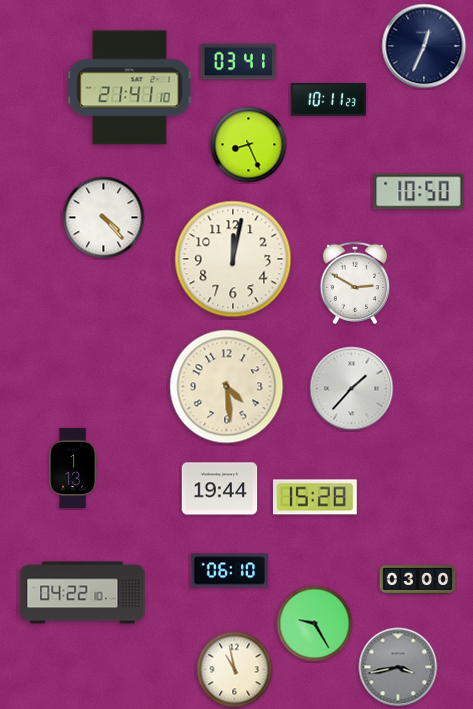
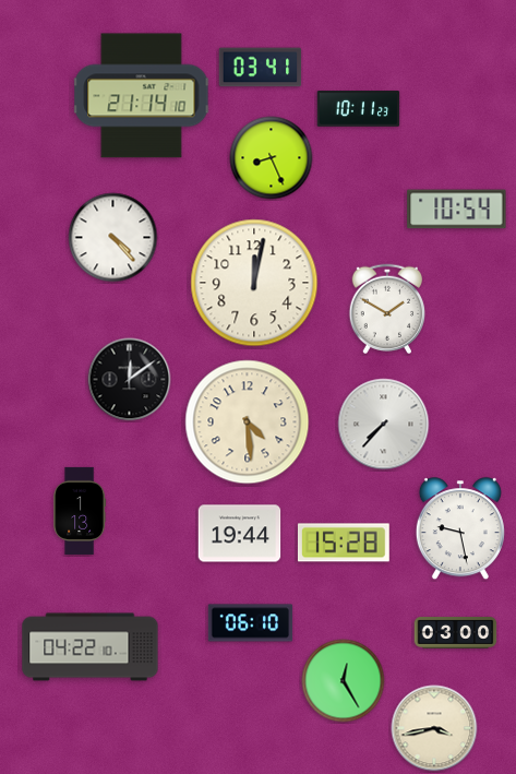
clock at (424, 46): 12:34 -> none
clock at (130, 88): 21:41 -> 21:14
clock at (419, 192): 10:50 -> 10:54
clock at (355, 282): 2:50 -> 1:50
clock at (130, 380): none -> 12:09
clock at (352, 389): 1:37 -> 7:37
clock at (460, 529): none -> 9:28
clock at (315, 624): 9:25 -> 12:25
clock at (398, 667) dial: grey -> cream
clock at (235, 670): 10:58 -> none
